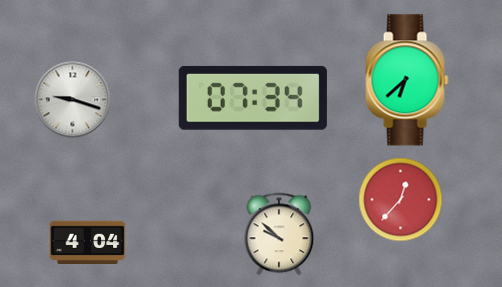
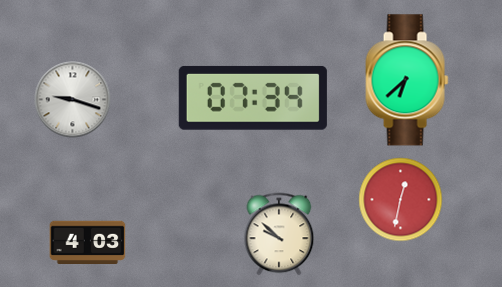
clock at (401, 200): 12:37 -> 12:32
clock at (88, 242): 4:04 -> 4:03
